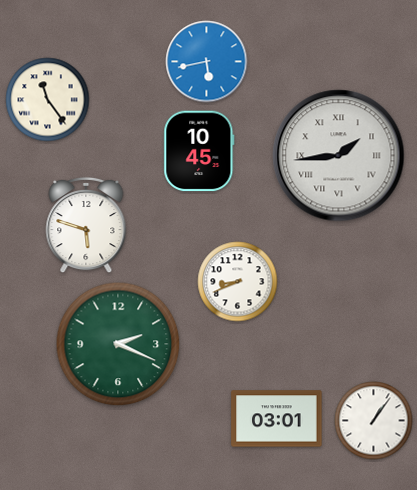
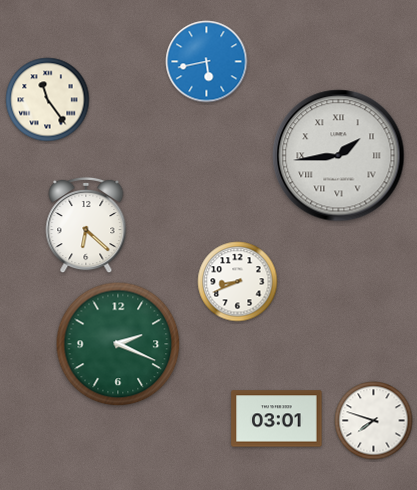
clock at (199, 151): 10:45 -> none
clock at (86, 225): 5:48 -> 6:22
clock at (374, 421): 1:06 -> 7:48
